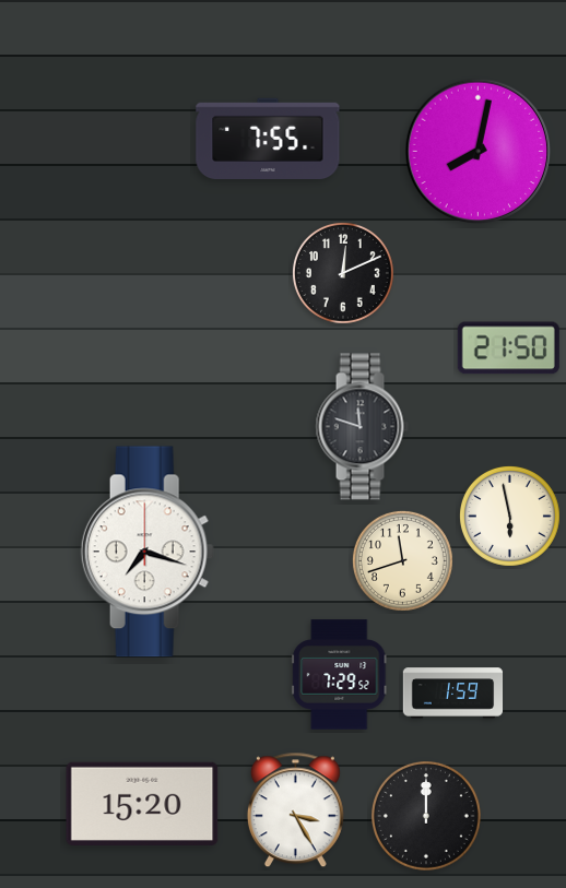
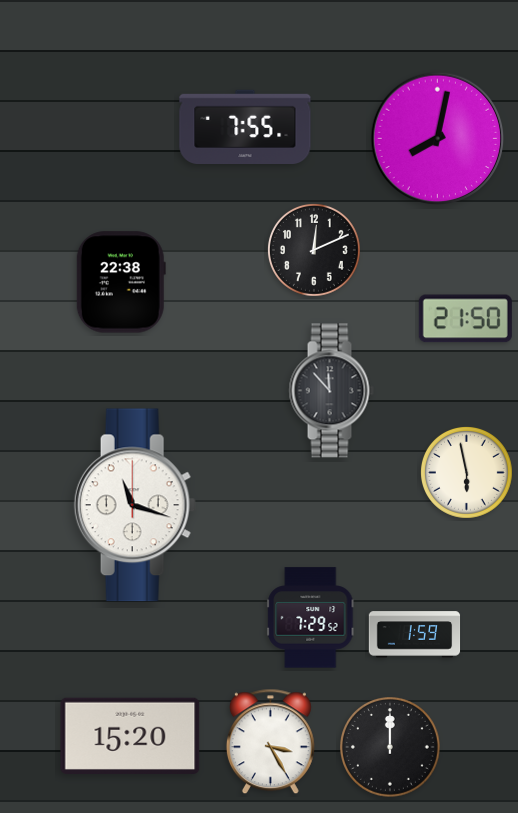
clock at (121, 282): none -> 22:38
clock at (362, 427): 11:48 -> 11:53
clock at (148, 552): 7:18 -> 11:18
clock at (402, 560): 11:42 -> none
